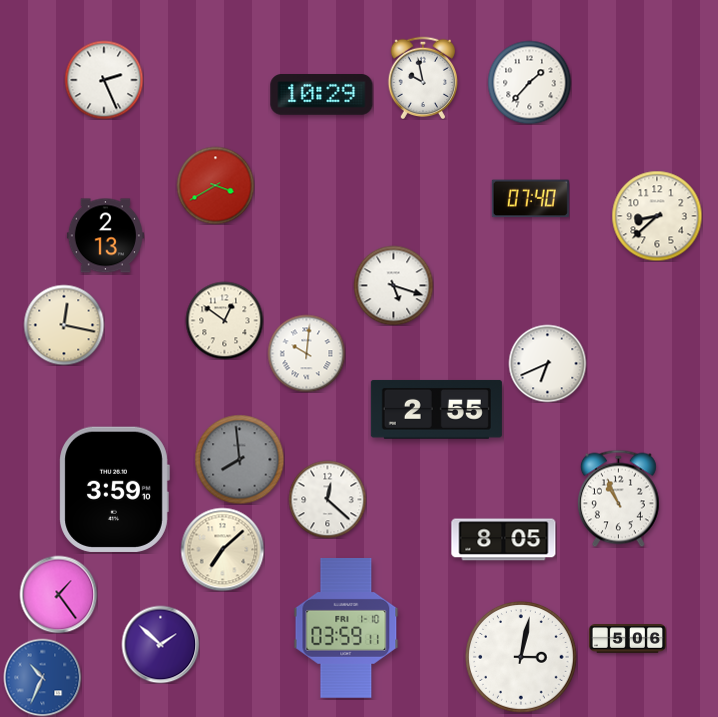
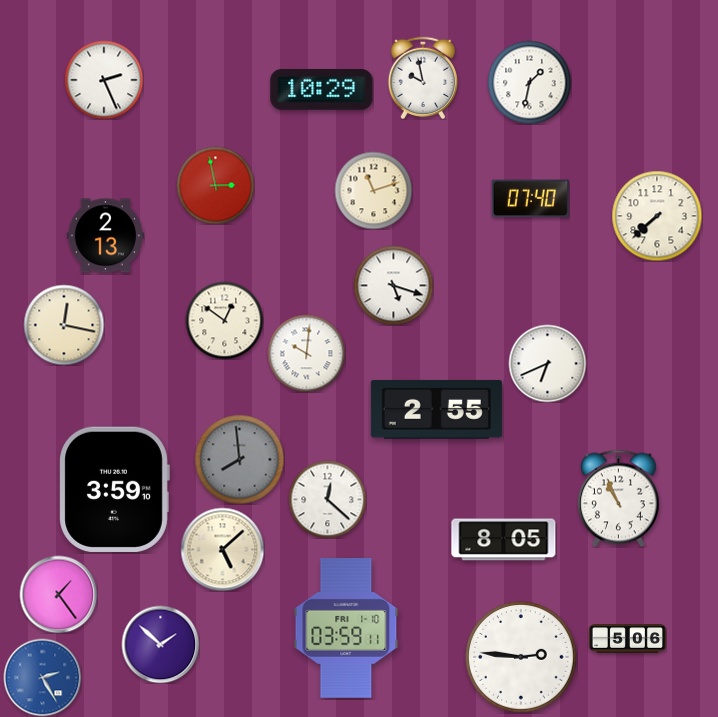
clock at (529, 82): 1:37 -> 1:32
clock at (322, 95) position: (322, 95) -> (322, 90)
clock at (215, 185): 3:40 -> 2:58
clock at (373, 190): none -> 11:12
clock at (657, 216): 8:38 -> 7:38
clock at (222, 549): 7:08 -> 5:08
clock at (522, 658): 3:02 -> 2:46
clock at (42, 677): 10:34 -> 2:25
